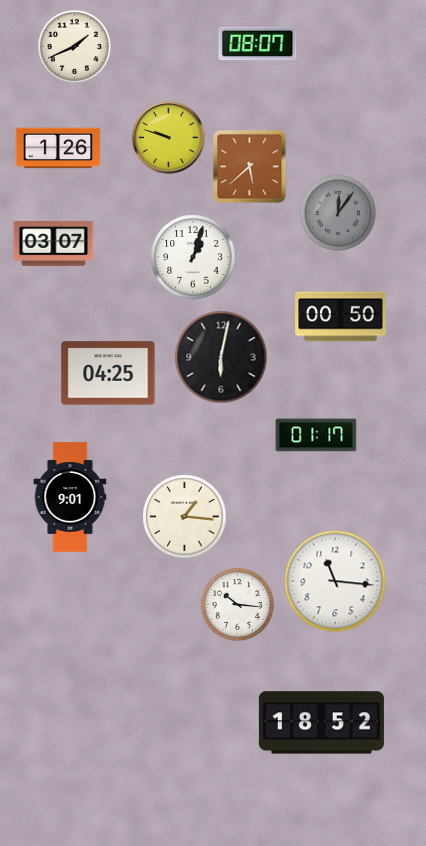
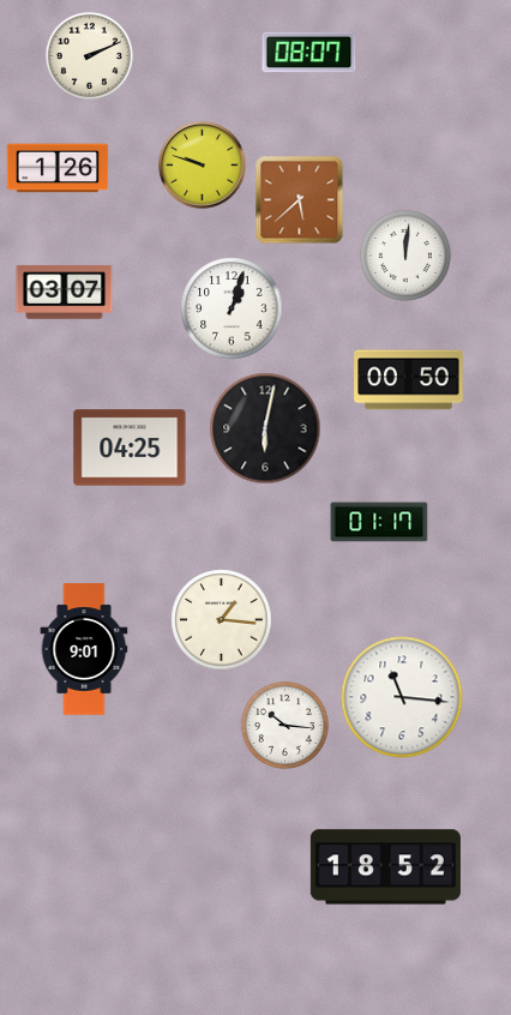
clock at (74, 46): 1:41 -> 2:11
clock at (58, 148) position: (58, 148) -> (58, 168)
clock at (338, 213): 12:06 -> 12:01
clock at (338, 213) dial: grey -> white
clock at (70, 497) position: (70, 497) -> (84, 649)
